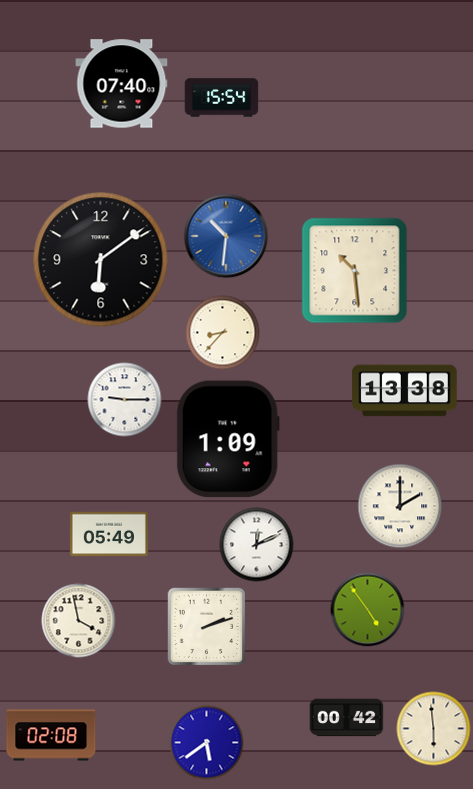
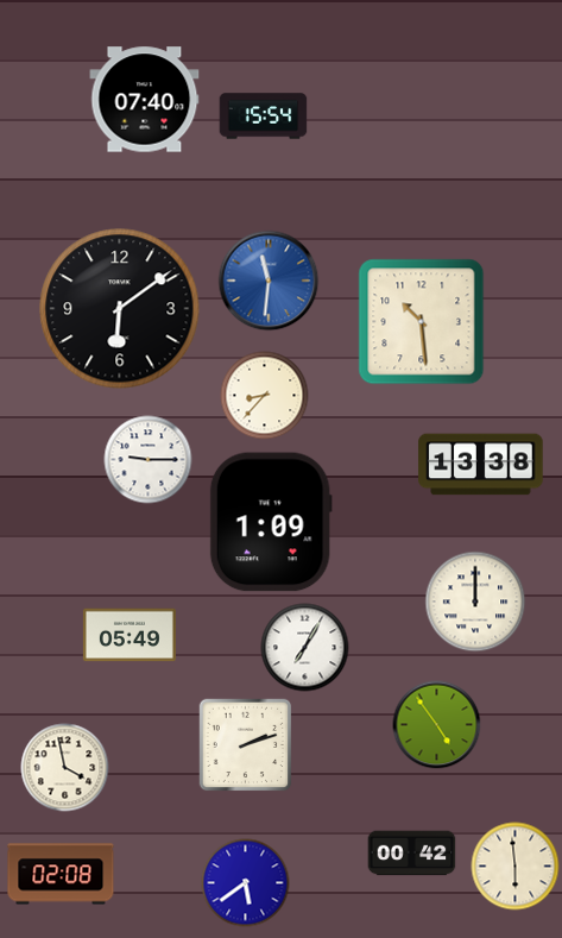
clock at (226, 236): 10:31 -> 11:31
clock at (125, 400) position: (125, 400) -> (149, 460)
clock at (400, 506): 2:00 -> 12:00
clock at (257, 545): 12:11 -> 7:05
clock at (79, 621) position: (79, 621) -> (65, 768)
